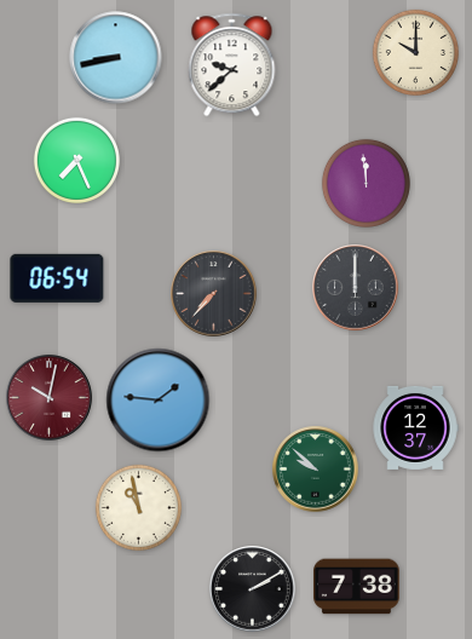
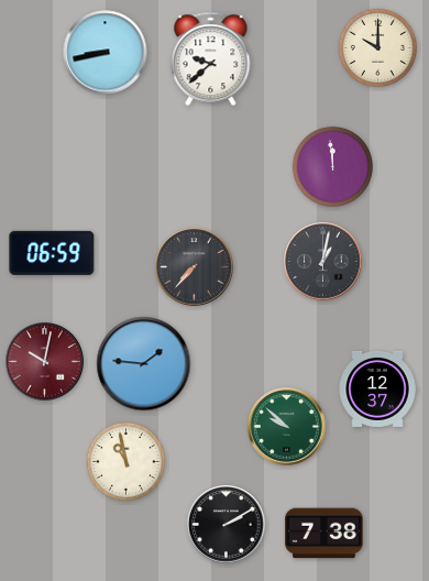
clock at (76, 160): 7:26 -> none
clock at (57, 278): 06:54 -> 06:59
clock at (356, 288): 12:00 -> 1:02
clock at (253, 589) position: (253, 589) -> (227, 525)
